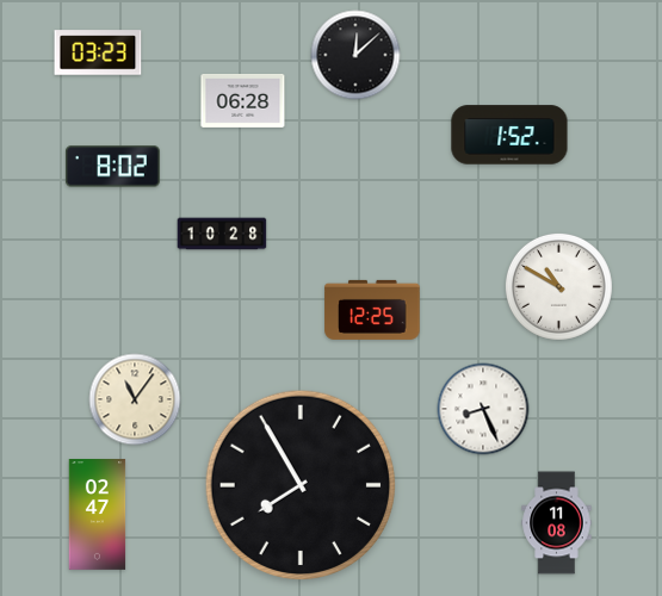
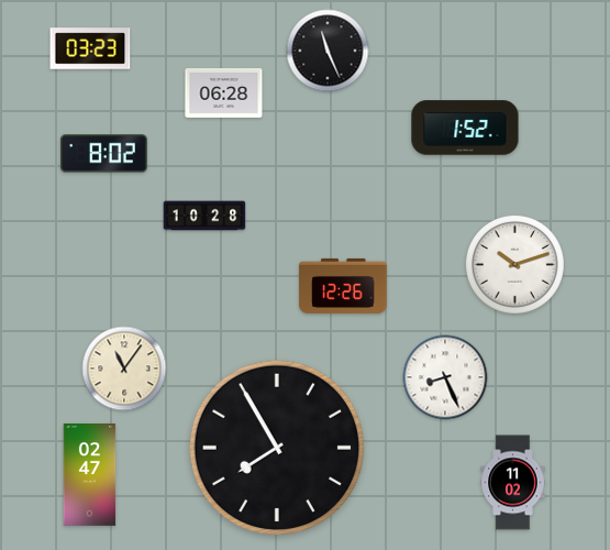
clock at (355, 55): 12:08 -> 11:26
clock at (509, 135) position: (509, 135) -> (465, 128)
clock at (558, 286): 10:50 -> 10:12
clock at (372, 310): 12:25 -> 12:26
clock at (557, 523): 11:08 -> 11:02
